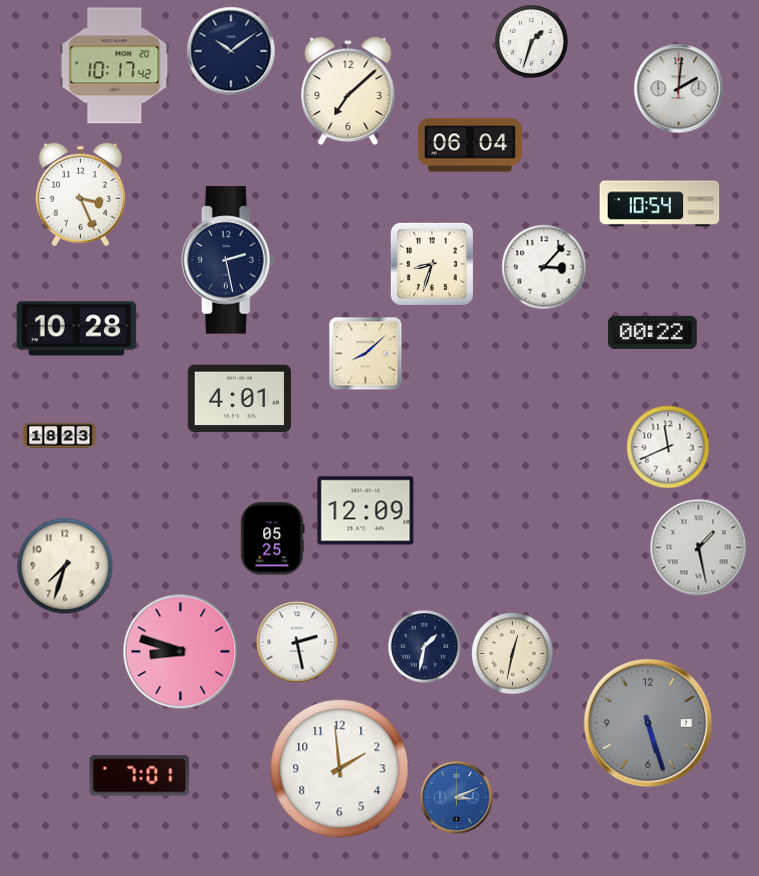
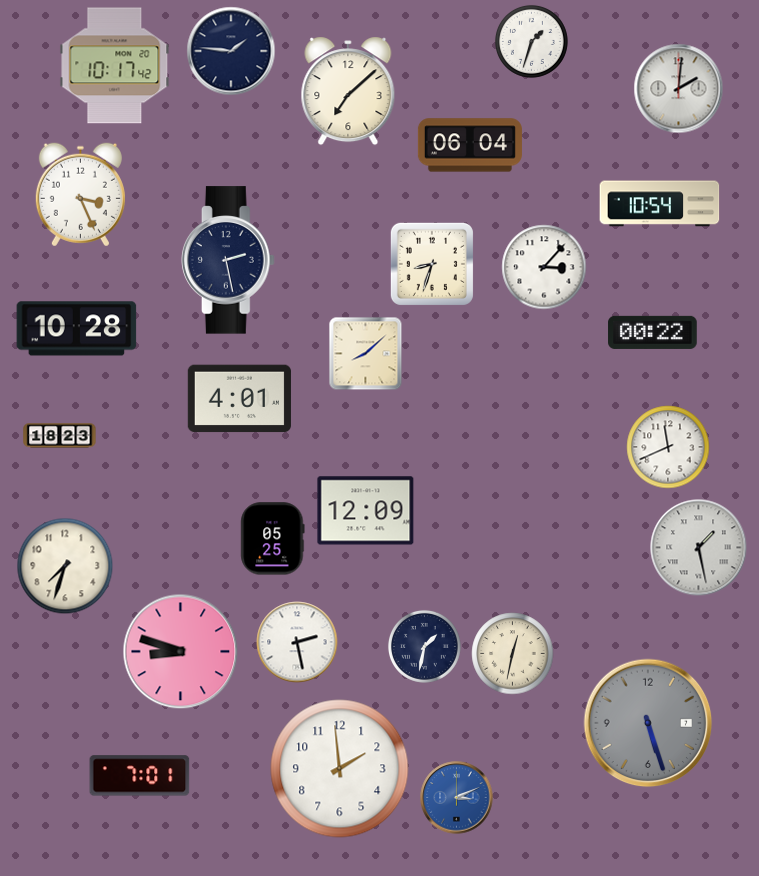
clock at (231, 51): 10:09 -> 1:46
